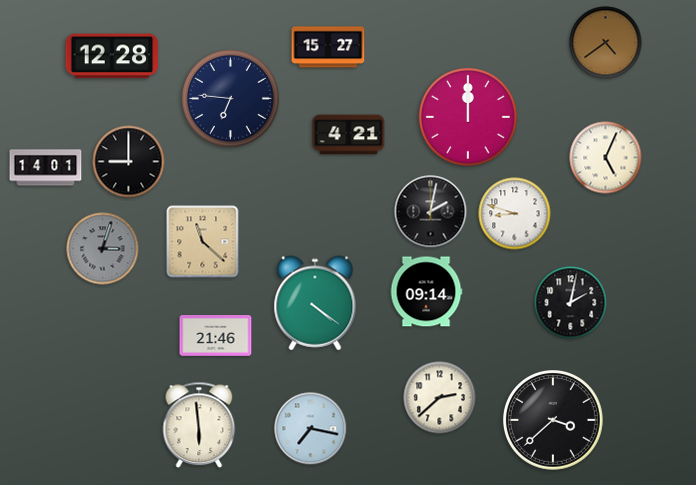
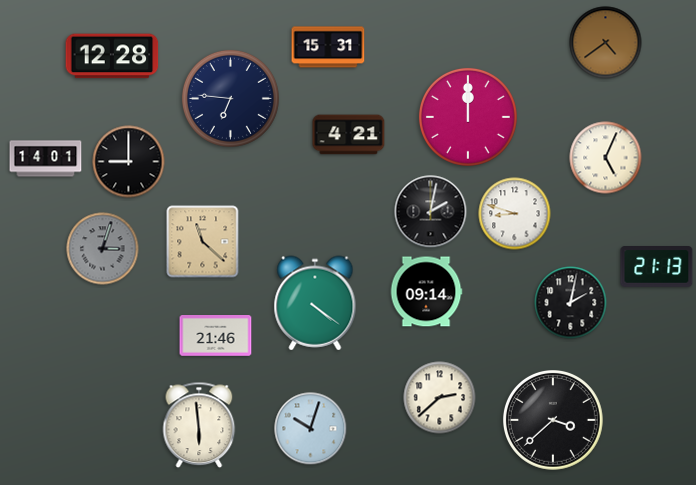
clock at (328, 47): 15:27 -> 15:31
clock at (46, 168) position: (46, 168) -> (46, 159)
clock at (657, 267): none -> 21:13
clock at (311, 429): 7:17 -> 10:03
